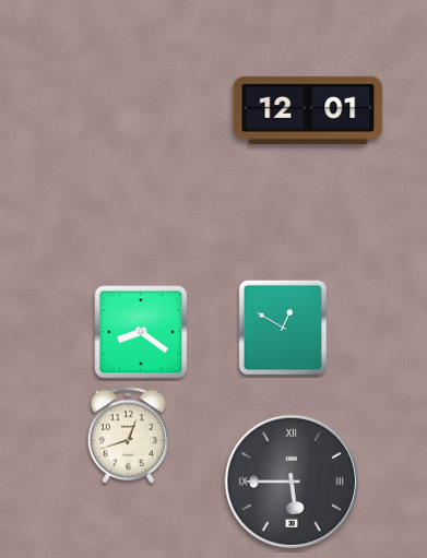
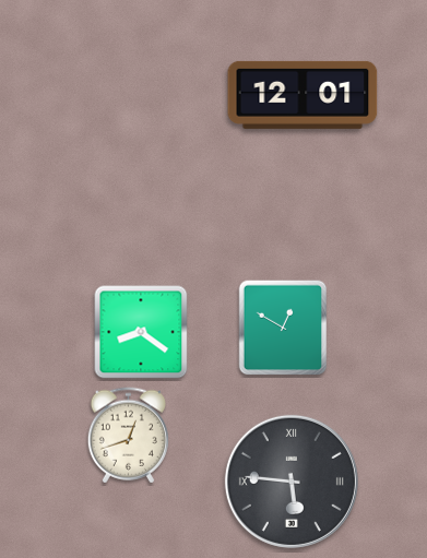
clock at (308, 110) position: (308, 110) -> (303, 95)
clock at (292, 482): 5:45 -> 5:46
